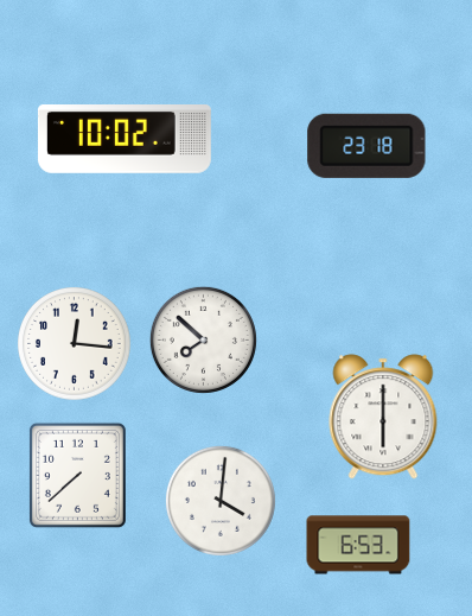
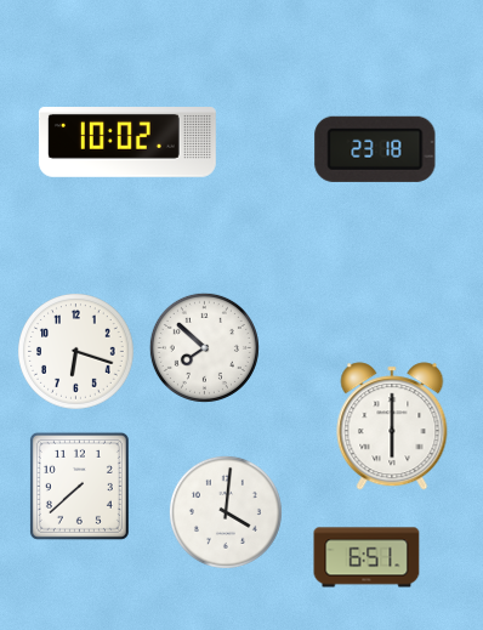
clock at (203, 339) position: (203, 339) -> (204, 347)
clock at (75, 344): 12:16 -> 6:18
clock at (358, 545): 6:53 -> 6:51
